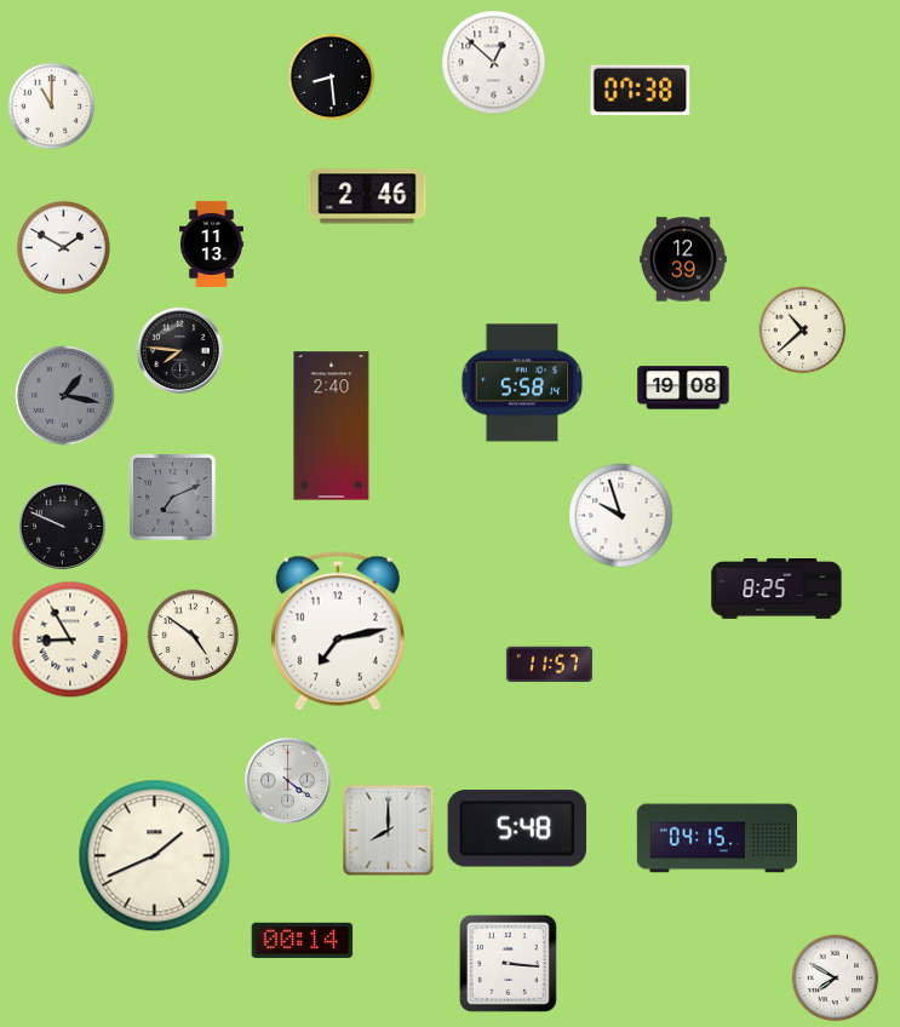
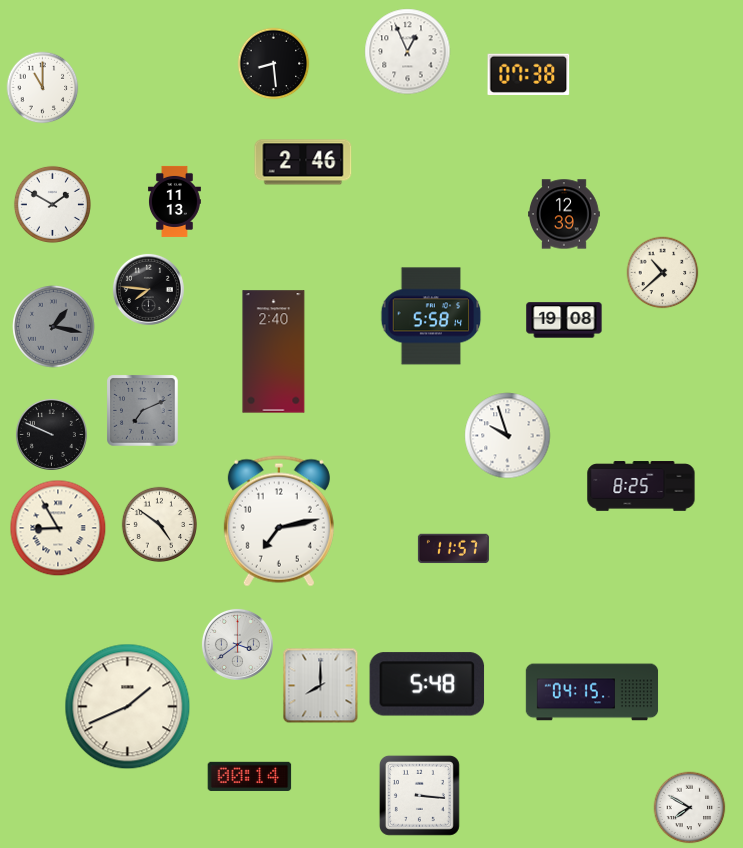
clock at (494, 63): 12:52 -> 12:56
clock at (621, 516) position: (621, 516) -> (508, 436)
clock at (287, 780): 4:21 -> 3:39
